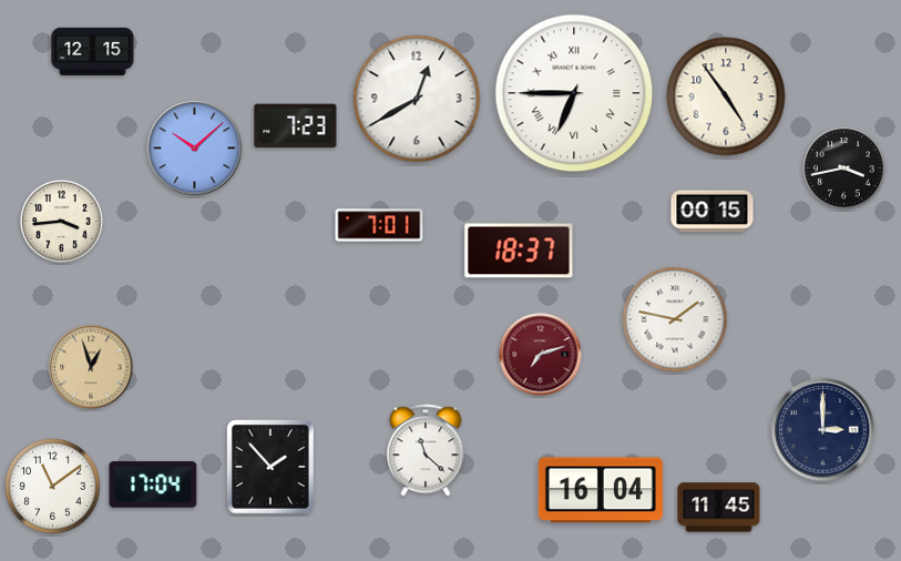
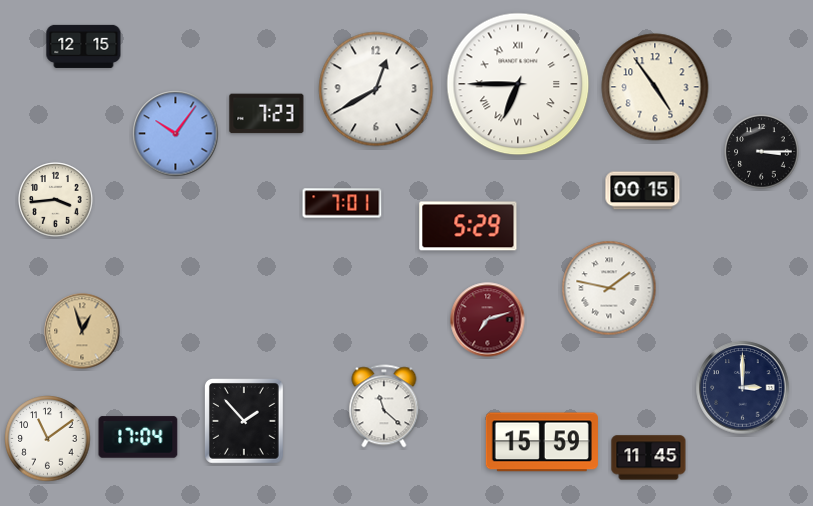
clock at (195, 149): 10:08 -> 10:06
clock at (844, 169): 3:43 -> 3:15
clock at (519, 251): 18:37 -> 5:29
clock at (601, 490): 16:04 -> 15:59
